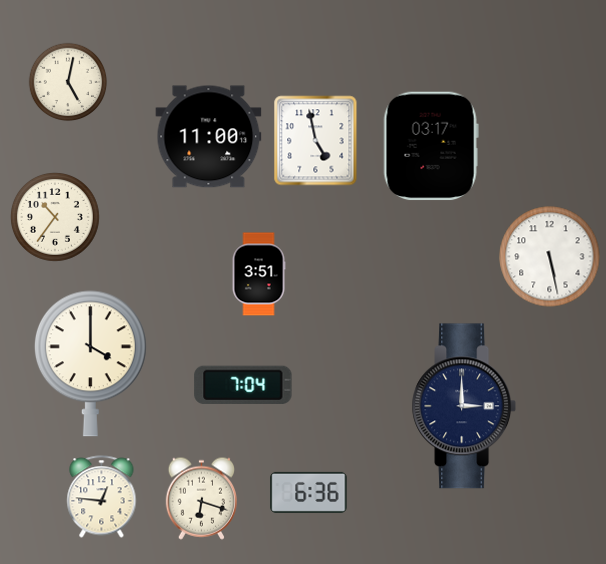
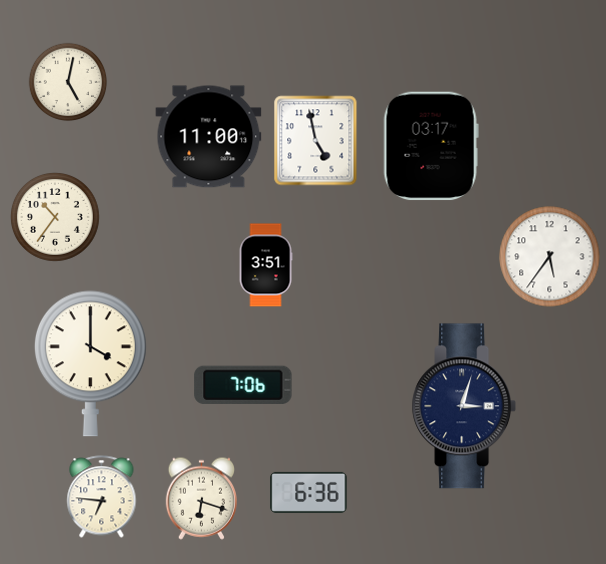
clock at (550, 257): 5:28 -> 5:36
clock at (259, 274) position: (259, 274) -> (266, 265)
clock at (243, 384): 7:04 -> 7:06
clock at (464, 406): 3:00 -> 3:03
clock at (102, 497): 12:46 -> 6:46
